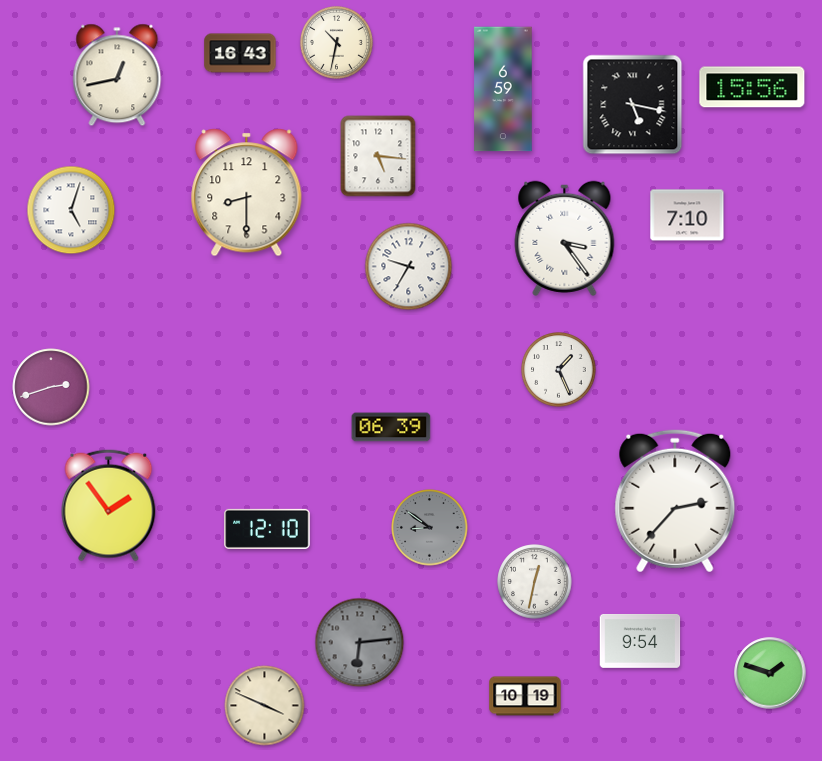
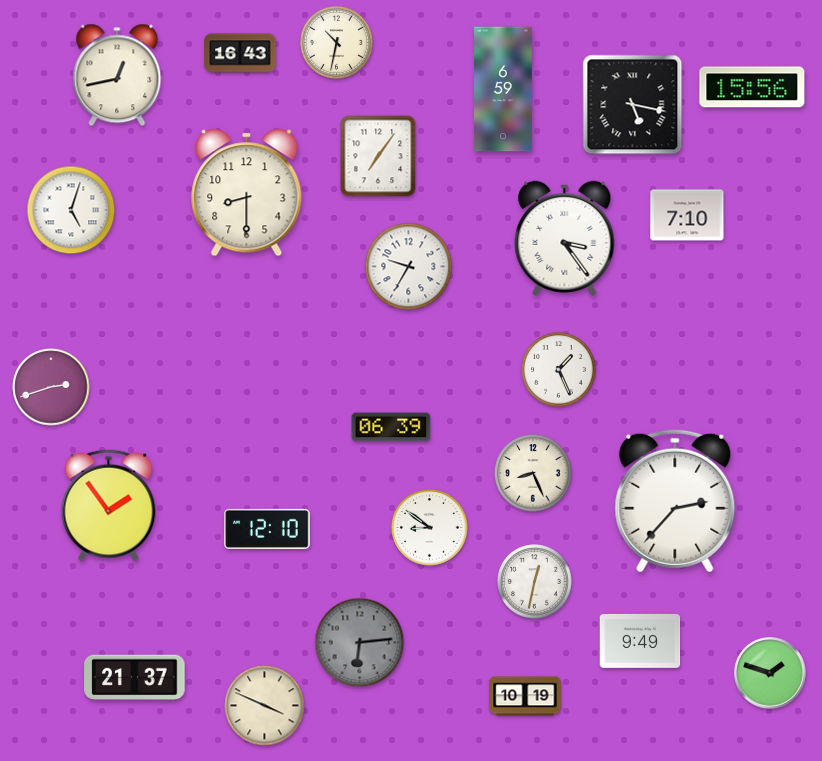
clock at (378, 156): 5:16 -> 7:06
clock at (533, 473): none -> 8:26
clock at (430, 528) dial: grey -> white
clock at (640, 641): 9:54 -> 9:49
clock at (135, 678): none -> 21:37
